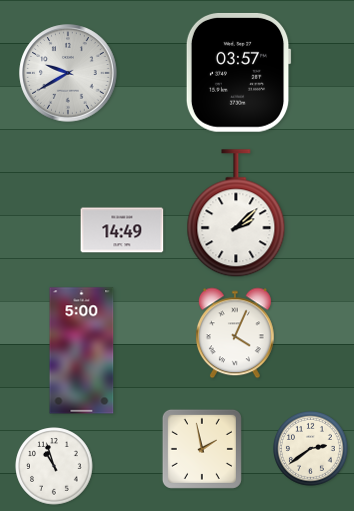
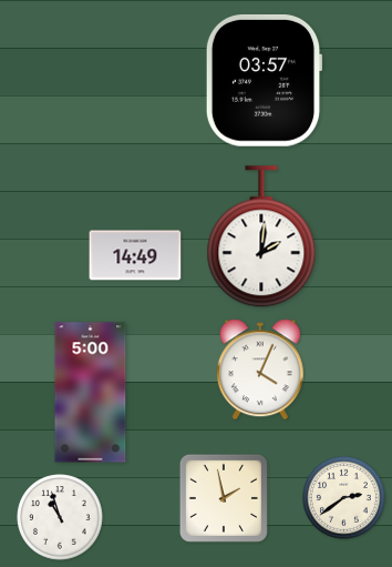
clock at (68, 73): 9:40 -> none
clock at (236, 214): 2:08 -> 2:01
clock at (82, 351) position: (82, 351) -> (91, 393)
